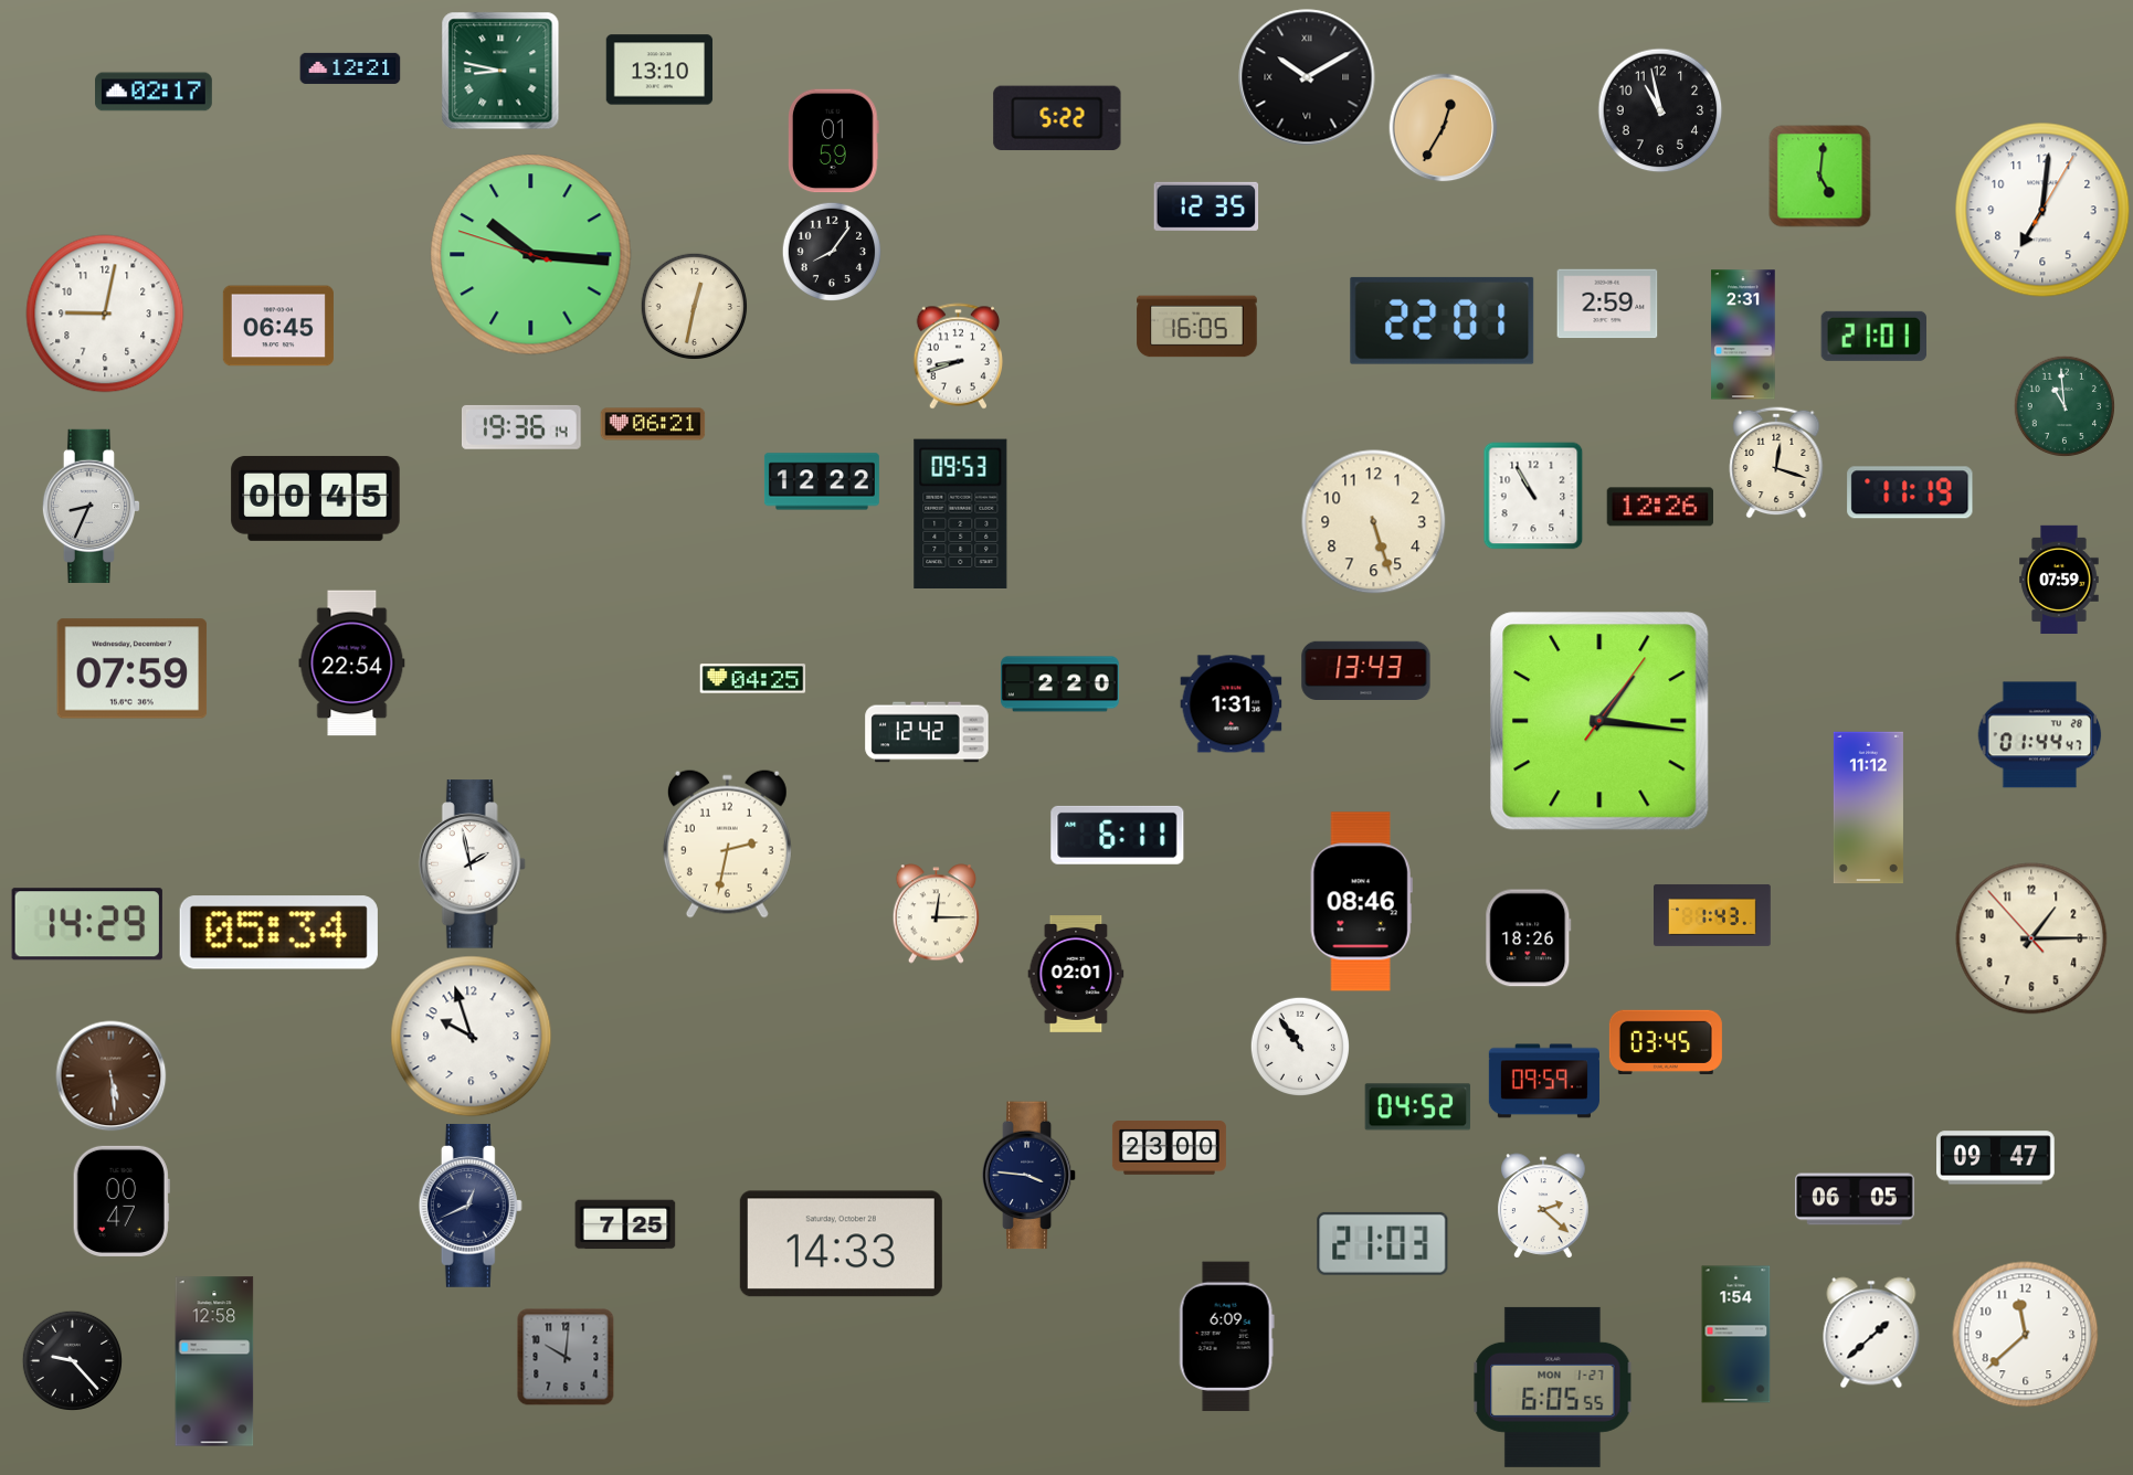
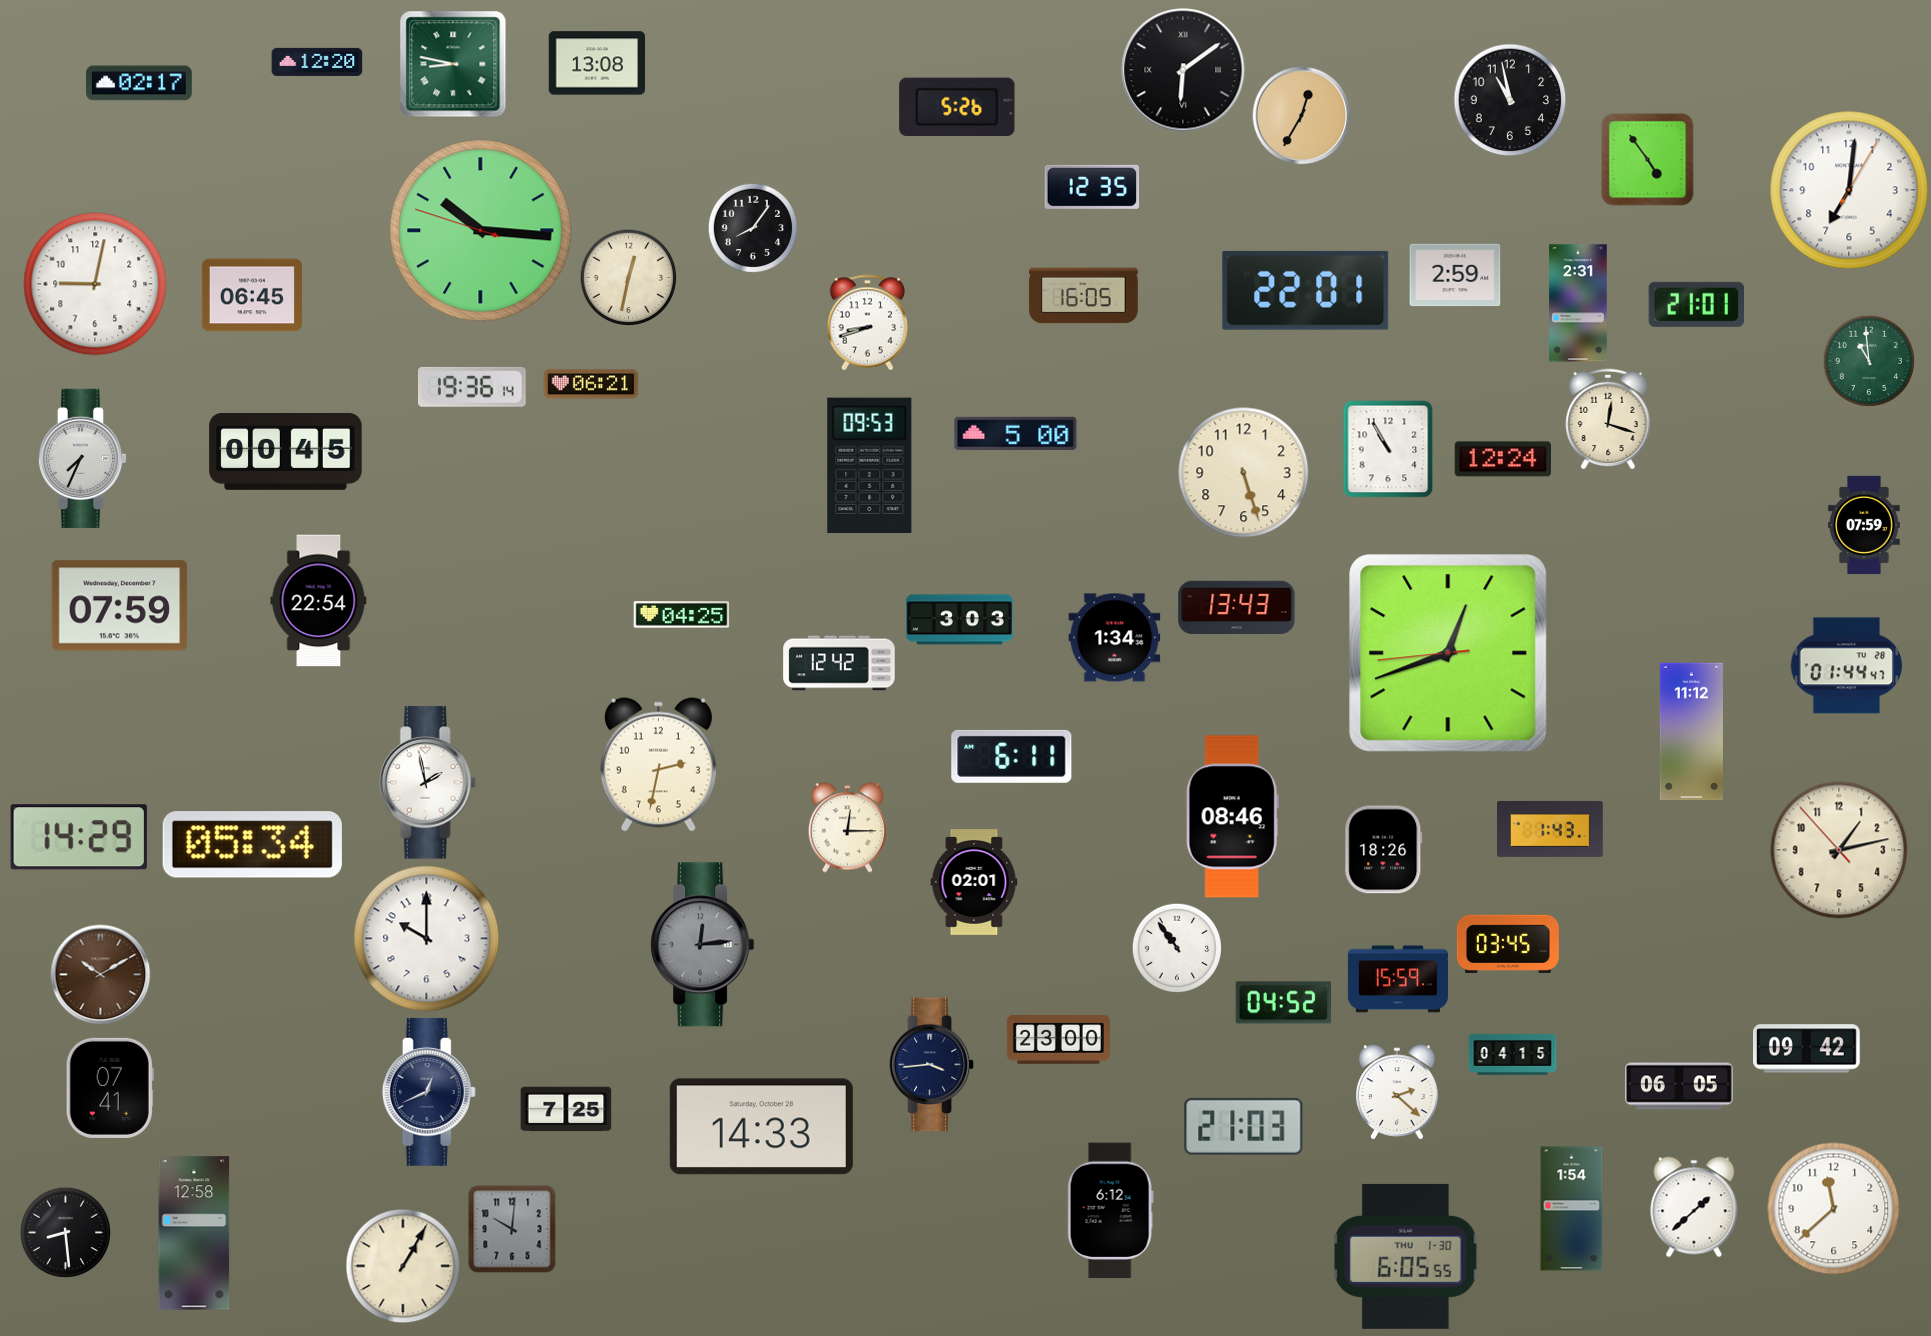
clock at (350, 68): 12:21 -> 12:20
clock at (659, 70): 13:10 -> 13:08
clock at (1307, 77): 10:10 -> 6:09
clock at (1660, 110) position: (1660, 110) -> (1510, 100)
clock at (1057, 118): 5:22 -> 5:26
clock at (1444, 128) position: (1444, 128) -> (1302, 116)
clock at (834, 141): 01:59 -> none
clock at (1820, 177): 5:01 -> 4:54
clock at (2063, 405) position: (2063, 405) -> (1868, 360)
clock at (1016, 433): none -> 5:00
clock at (822, 481): 12:22 -> none
clock at (1910, 492): 11:19 -> none
clock at (92, 506): 8:34 -> 7:34
clock at (1659, 507): 12:26 -> 12:24
clock at (1060, 685): 2:20 -> 3:03
clock at (1232, 704): 1:31 -> 1:34
clock at (1599, 721): 1:16 -> 12:41
clock at (2031, 938): 1:14 -> 1:12
clock at (472, 1037): 9:57 -> 10:00
clock at (703, 945): none -> 12:14
clock at (112, 1076): 5:29 -> 10:10
clock at (1544, 1081): 09:59 -> 15:59
clock at (1996, 1158): 09:47 -> 09:42
clock at (1513, 1054): none -> 04:15
clock at (1029, 1176): 3:46 -> 3:44
clock at (122, 1201): 00:47 -> 07:41
clock at (471, 1206) position: (471, 1206) -> (429, 1092)
clock at (1383, 1243) position: (1383, 1243) -> (1244, 1126)
clock at (1226, 1337): 6:09 -> 6:12
clock at (72, 1360): 9:23 -> 8:29
clock at (1553, 1387) date: MON 1-27 -> THU 1-30
clock at (403, 1266): none -> 1:05
